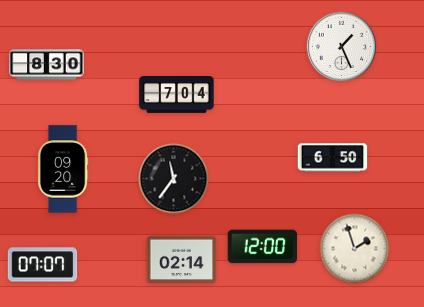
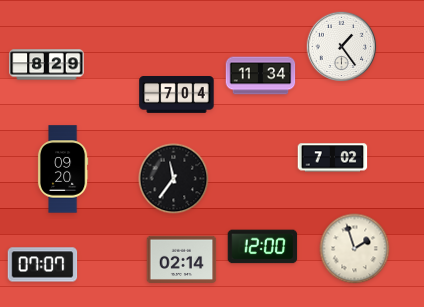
clock at (342, 47): 1:26 -> 1:24
clock at (47, 65): 8:30 -> 8:29
clock at (261, 76): none -> 11:34
clock at (333, 158): 6:50 -> 7:02
